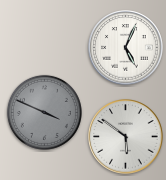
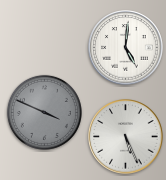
clock at (126, 48): 5:04 -> 5:01
clock at (126, 137): 5:51 -> 5:26
